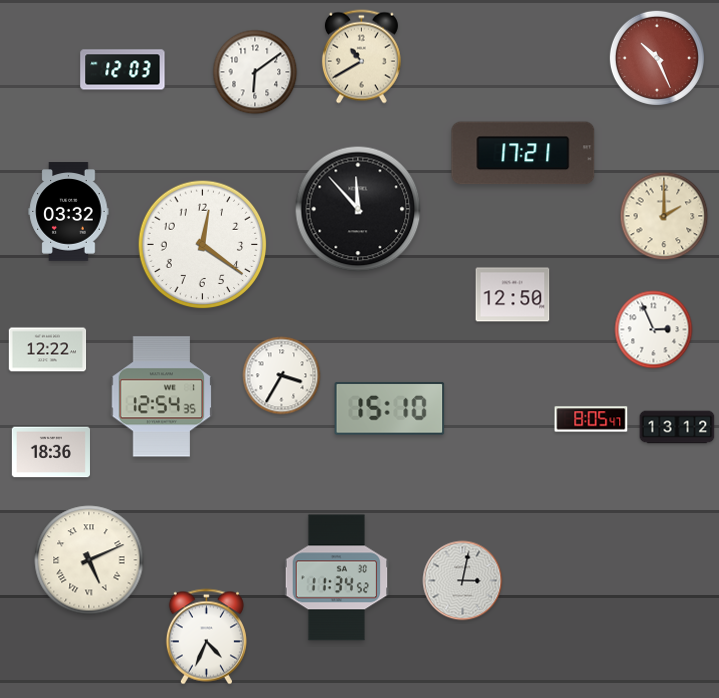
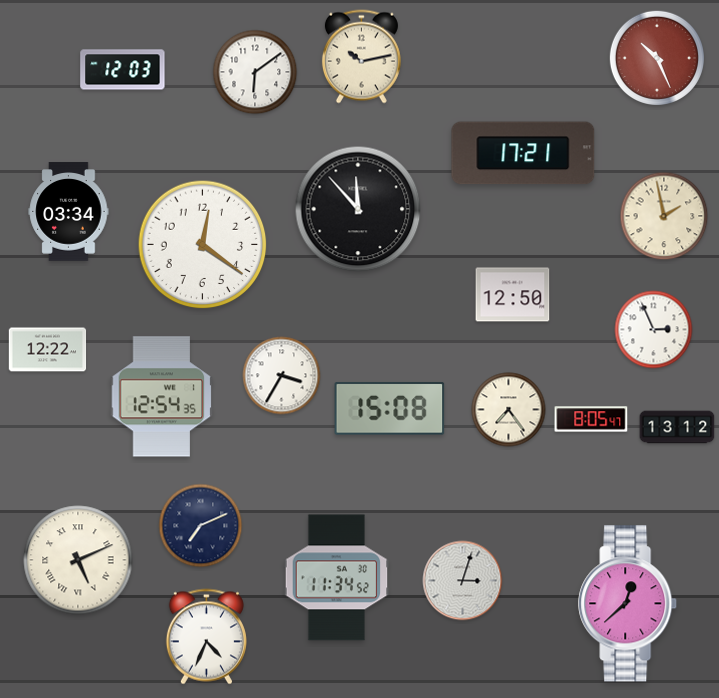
clock at (361, 57): 10:40 -> 10:13
clock at (69, 212): 03:32 -> 03:34
clock at (664, 216): 2:00 -> 1:58
clock at (390, 409): 15:10 -> 15:08
clock at (509, 410): none -> 7:24
clock at (51, 452): 18:36 -> none
clock at (201, 526): none -> 7:11
clock at (89, 560) position: (89, 560) -> (78, 560)
clock at (463, 581): 3:02 -> 3:03
clock at (628, 604): none -> 12:38
